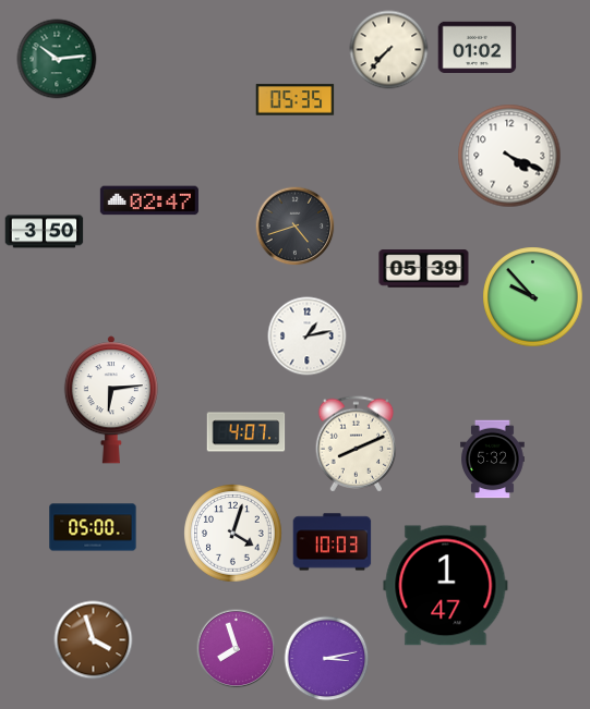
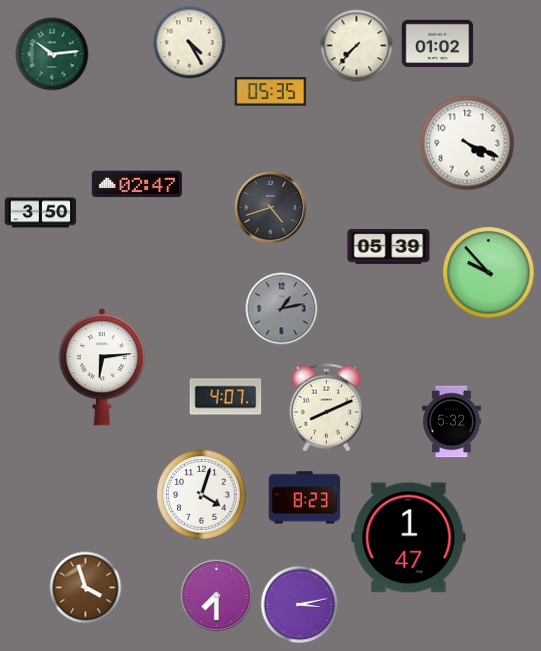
clock at (190, 43): none -> 4:25
clock at (308, 337) dial: white -> grey
clock at (93, 527): 05:00 -> none
clock at (233, 534) position: (233, 534) -> (202, 495)
clock at (333, 542): 10:03 -> 8:23
clock at (237, 649): 7:57 -> 7:30
